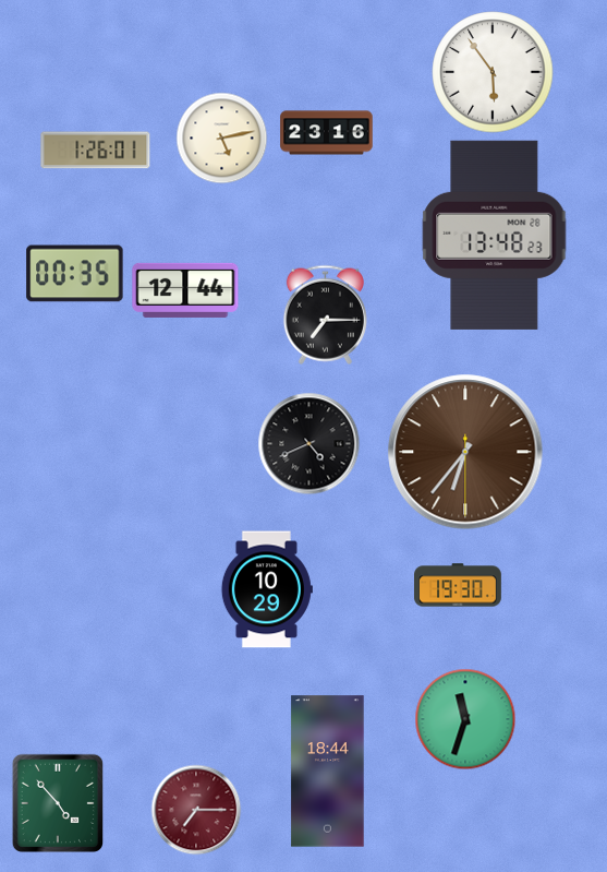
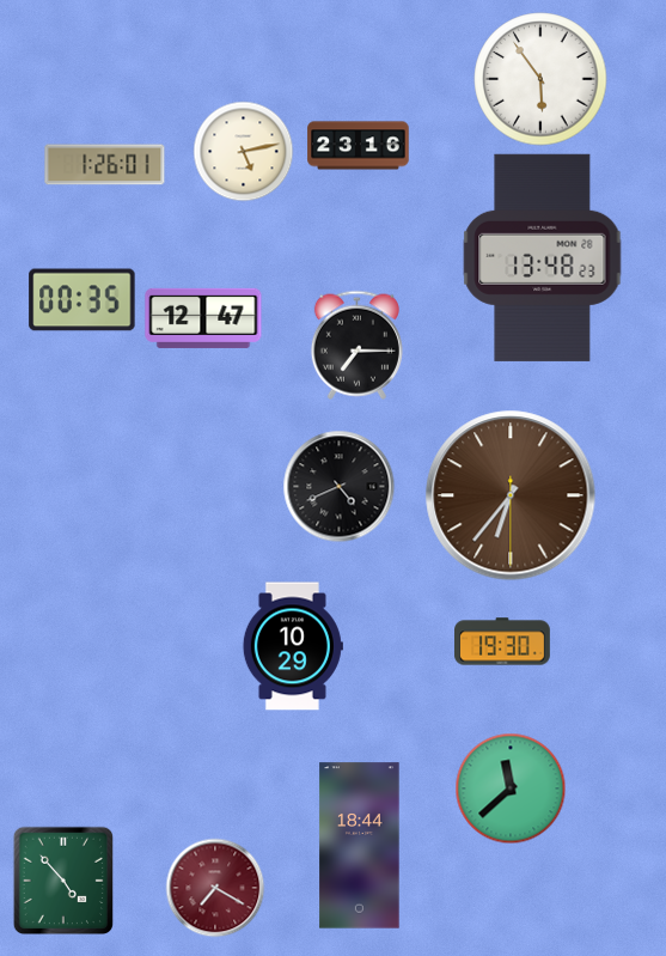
clock at (185, 290): 12:44 -> 12:47
clock at (465, 719): 11:33 -> 11:38
clock at (196, 810): 7:15 -> 7:20
